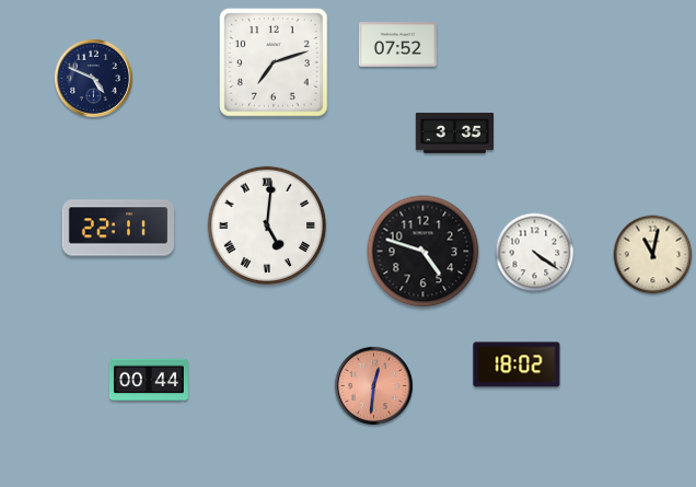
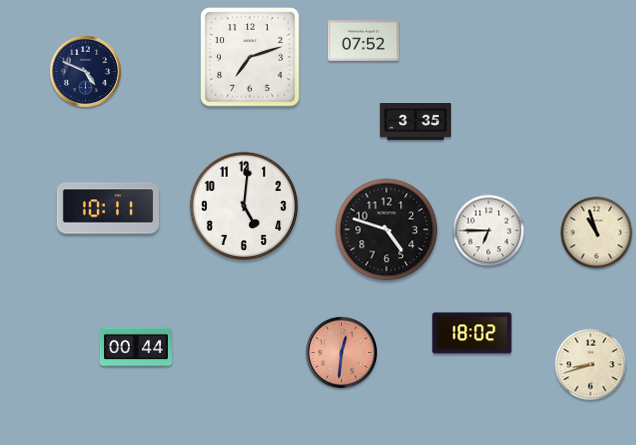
clock at (266, 224) numerals: Roman -> Arabic
clock at (118, 228): 22:11 -> 10:11
clock at (535, 253): 4:21 -> 6:45
clock at (653, 255): 11:02 -> 10:57
clock at (591, 365): none -> 8:42
